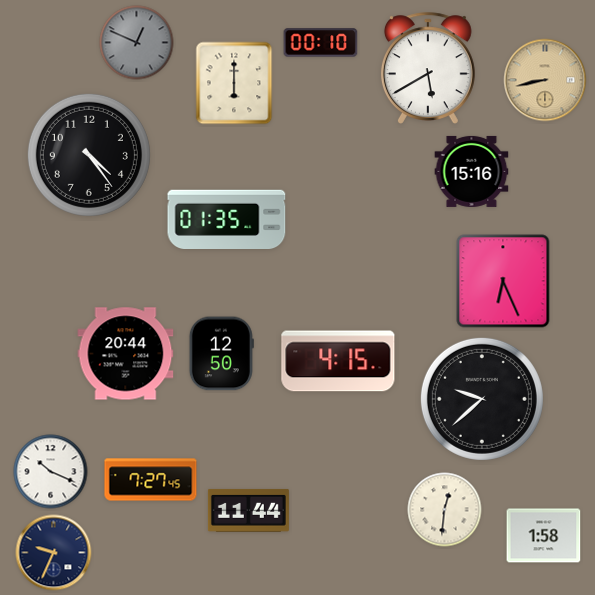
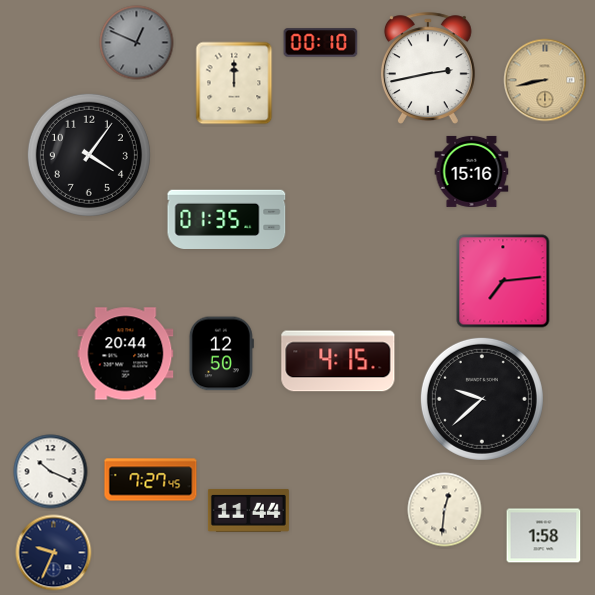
clock at (428, 68): 5:40 -> 2:43
clock at (234, 83): 6:00 -> 12:00
clock at (89, 155): 4:24 -> 4:06
clock at (503, 281): 6:26 -> 7:14
